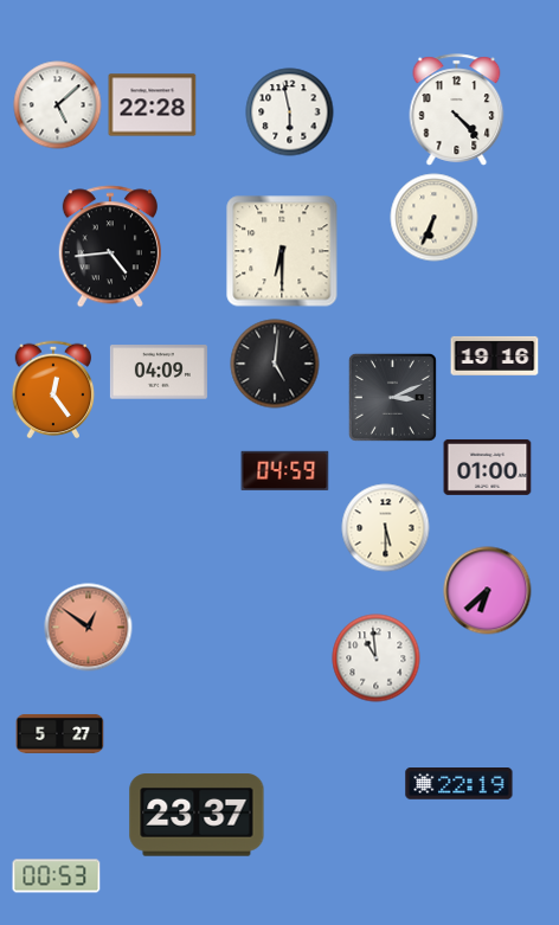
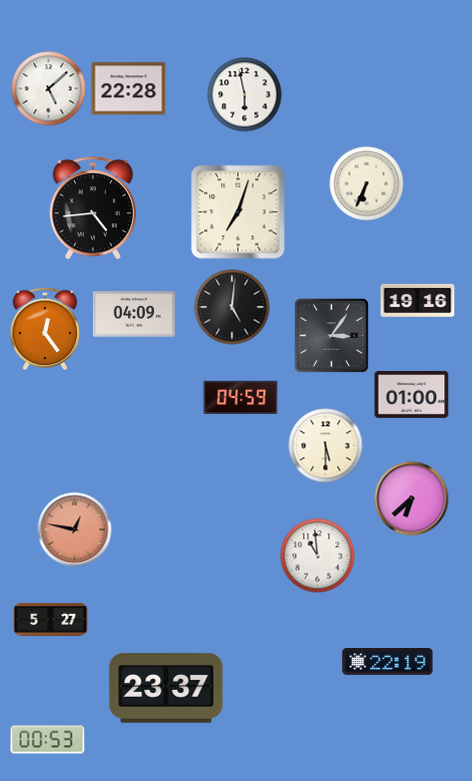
clock at (457, 110): 4:23 -> none
clock at (282, 251): 6:30 -> 7:03
clock at (392, 397): 3:11 -> 3:06
clock at (89, 628): 12:51 -> 12:47
